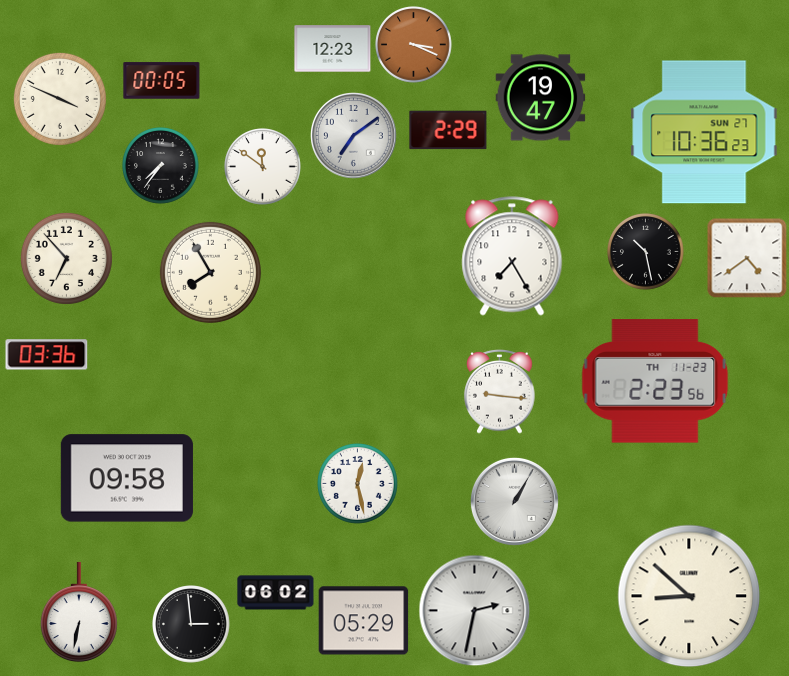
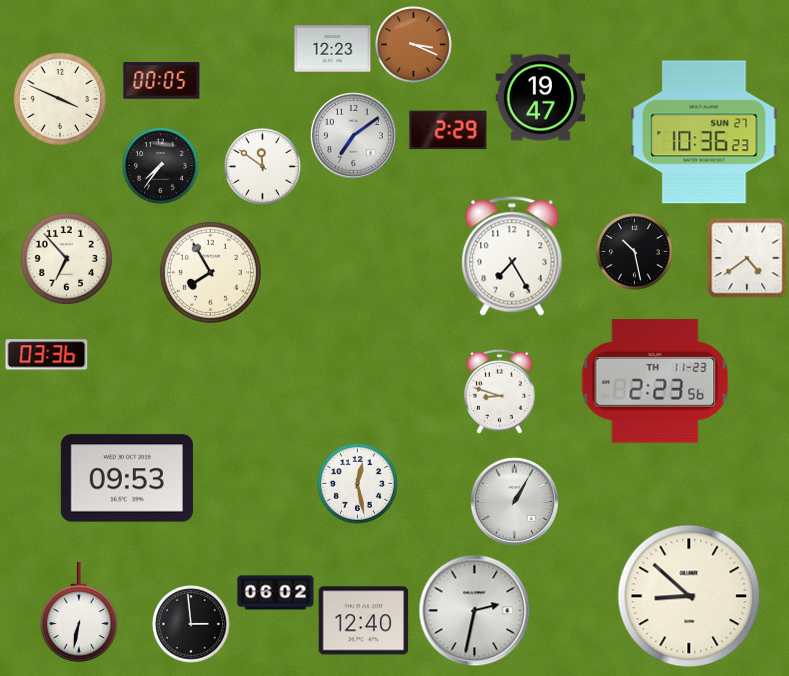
clock at (646, 252) position: (646, 252) -> (635, 252)
clock at (500, 391): 9:16 -> 8:48
clock at (127, 478): 09:58 -> 09:53
clock at (364, 621): 05:29 -> 12:40
